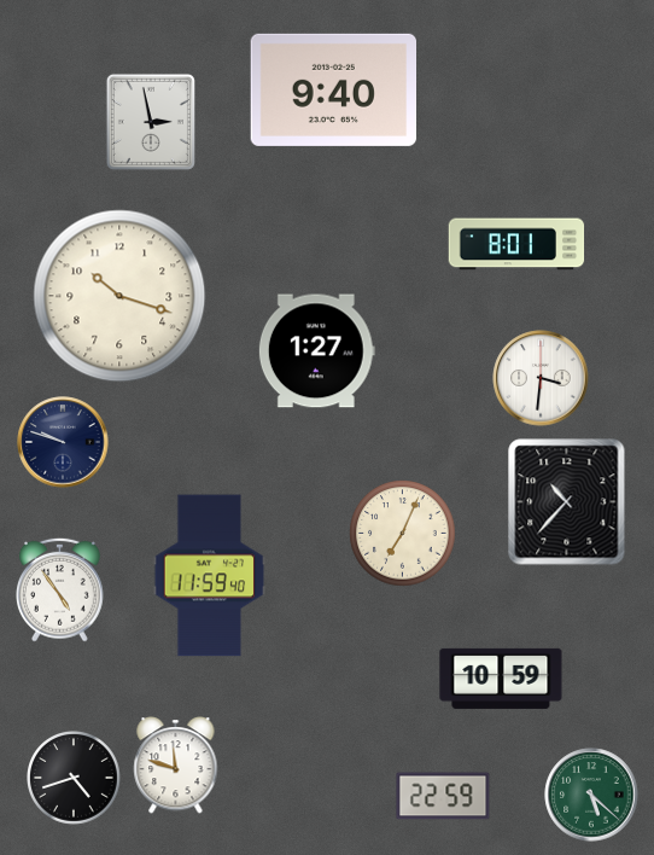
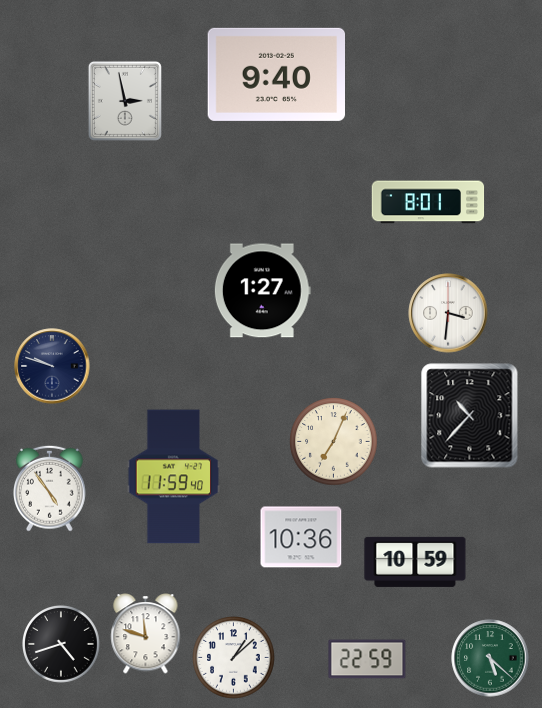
clock at (119, 296): 10:18 -> none
clock at (301, 537): none -> 10:36
clock at (234, 658): none -> 1:08
